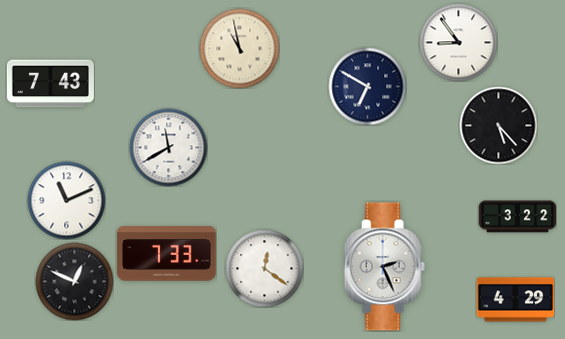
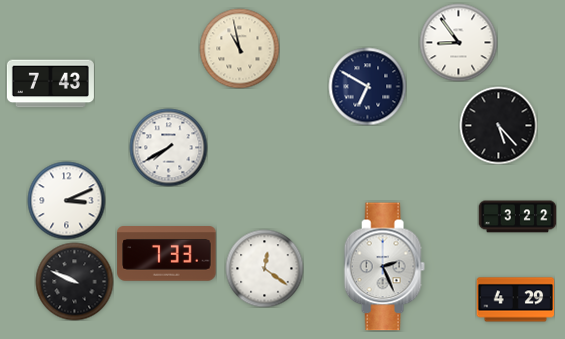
clock at (168, 147): 11:40 -> 7:40
clock at (66, 200): 11:11 -> 3:11
clock at (74, 281): 12:49 -> 9:49
